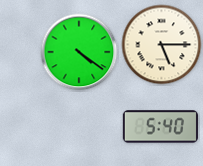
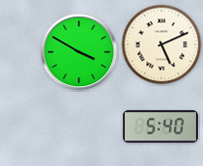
clock at (162, 45): 5:15 -> 5:11
clock at (79, 52): 4:21 -> 3:50
